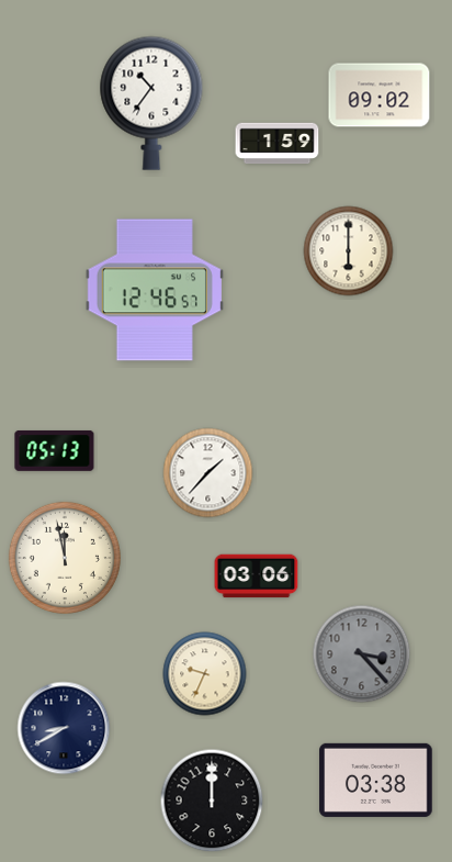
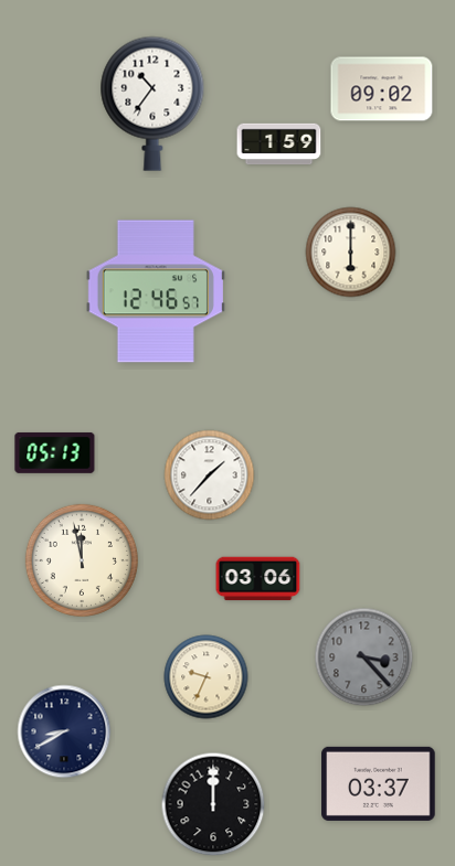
clock at (380, 96) position: (380, 96) -> (382, 89)
clock at (65, 558) position: (65, 558) -> (82, 560)
clock at (376, 780): 03:38 -> 03:37
